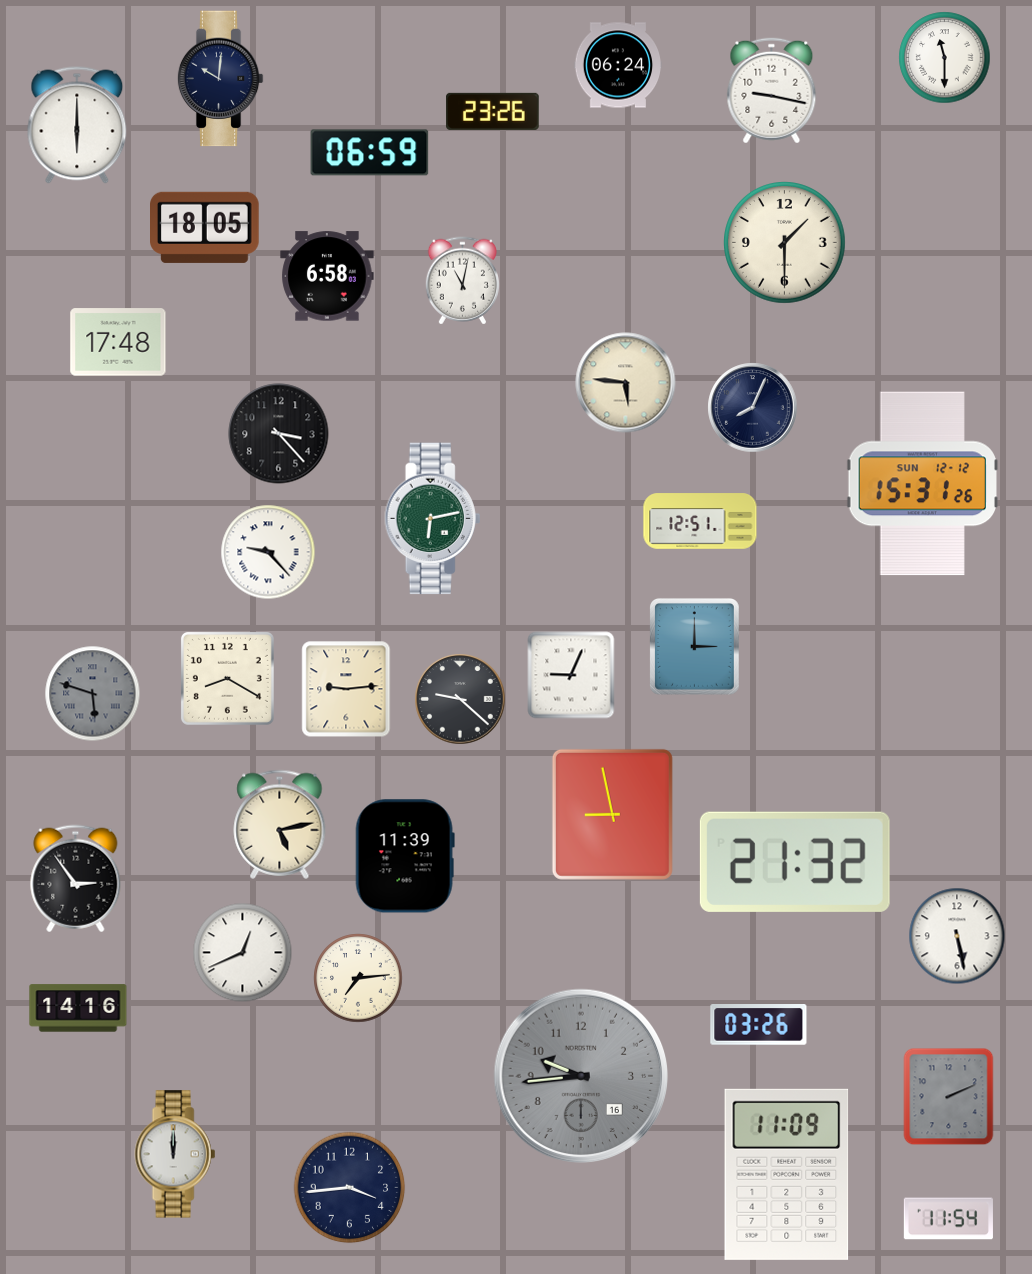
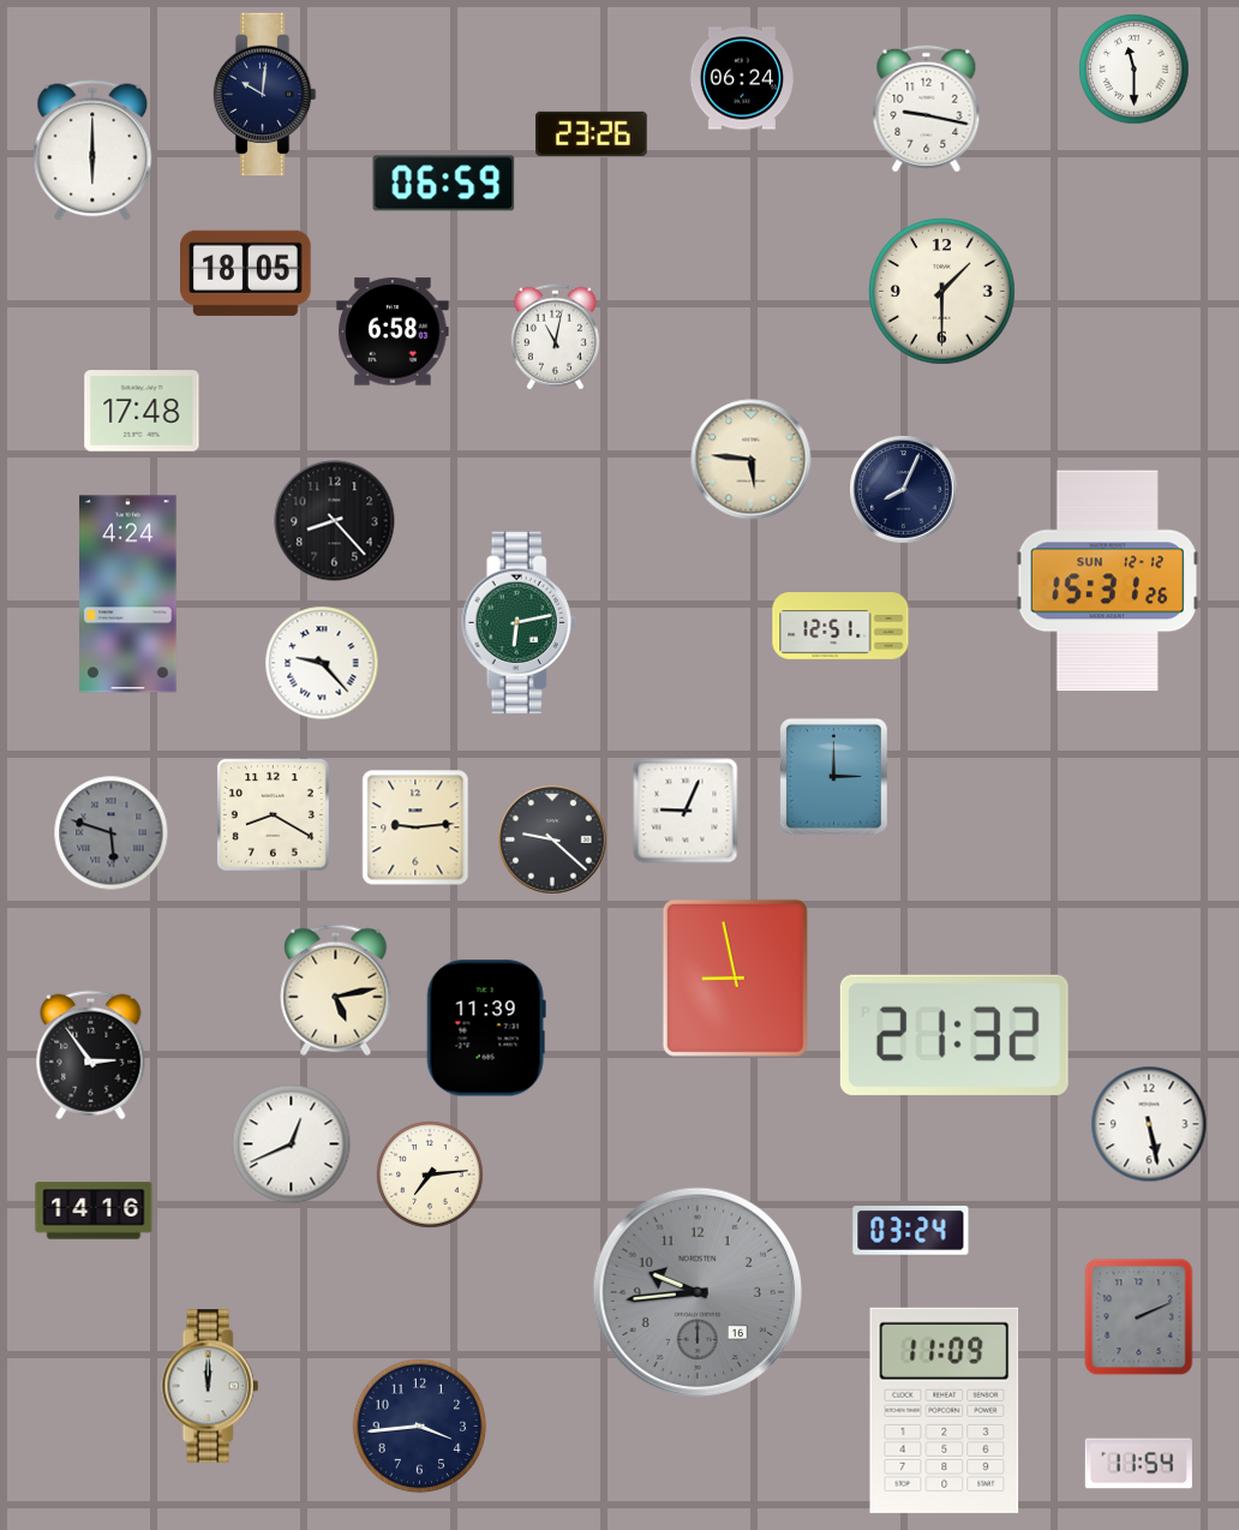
clock at (279, 434): 3:23 -> 8:23
clock at (128, 594): none -> 4:24
clock at (759, 1025): 03:26 -> 03:24
